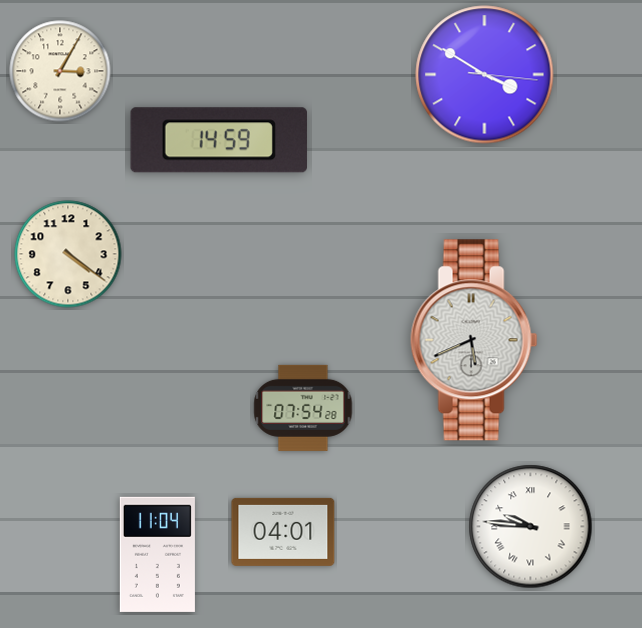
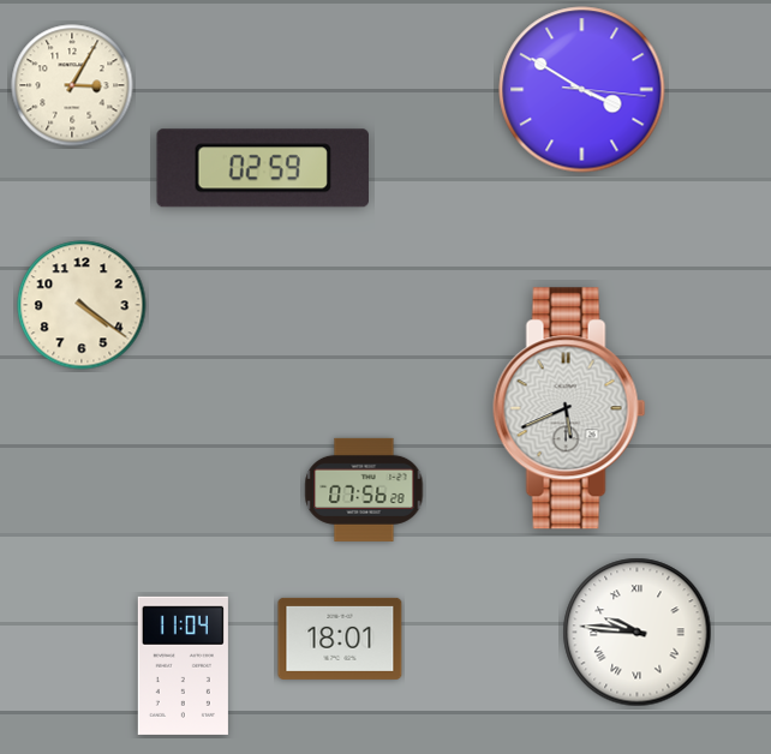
clock at (218, 140): 14:59 -> 02:59
clock at (303, 408): 07:54 -> 07:56
clock at (283, 532): 04:01 -> 18:01
clock at (157, 554) position: (157, 554) -> (183, 665)
